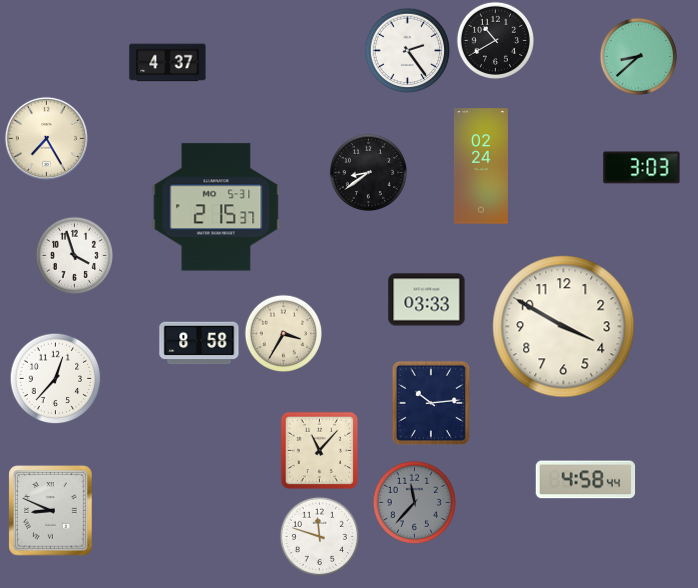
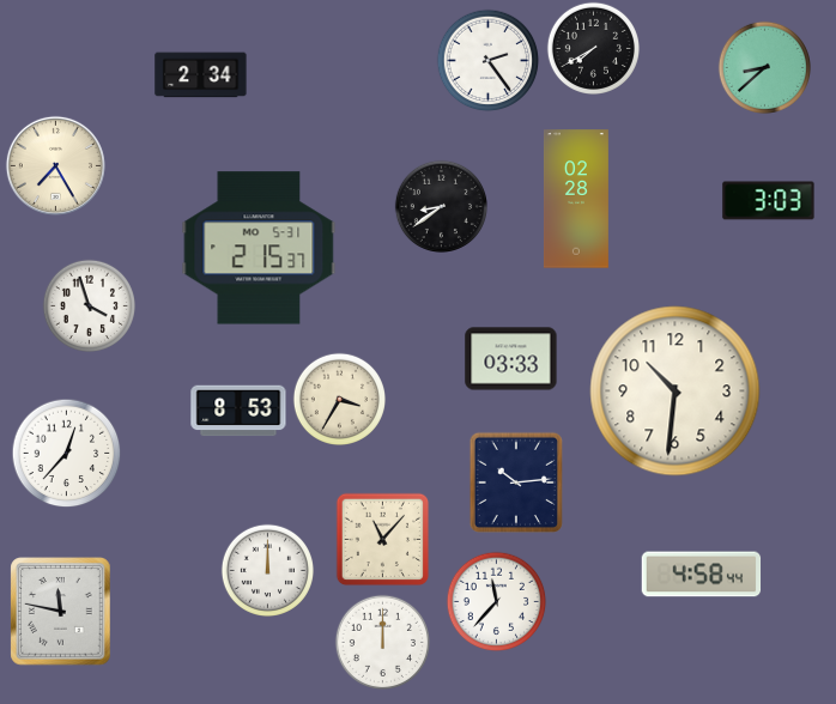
clock at (495, 40): 10:40 -> 7:40
clock at (168, 63): 4:37 -> 2:34
clock at (481, 166): 02:24 -> 02:28
clock at (564, 327): 3:50 -> 10:31
clock at (199, 343): 8:58 -> 8:53
clock at (267, 570): none -> 12:00
clock at (414, 502) dial: grey -> white
clock at (51, 511): 8:49 -> 11:47
clock at (319, 536): 11:48 -> 12:00
